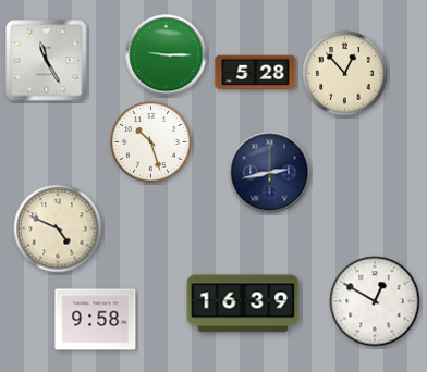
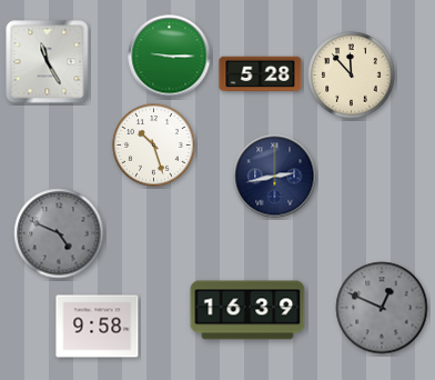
clock at (345, 74): 12:53 -> 11:53
clock at (58, 228) dial: cream -> grey
clock at (375, 301): 12:50 -> 12:49
clock at (375, 301) dial: white -> grey
